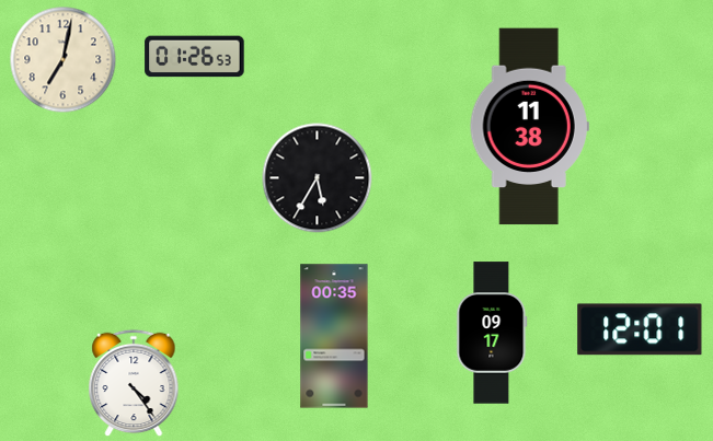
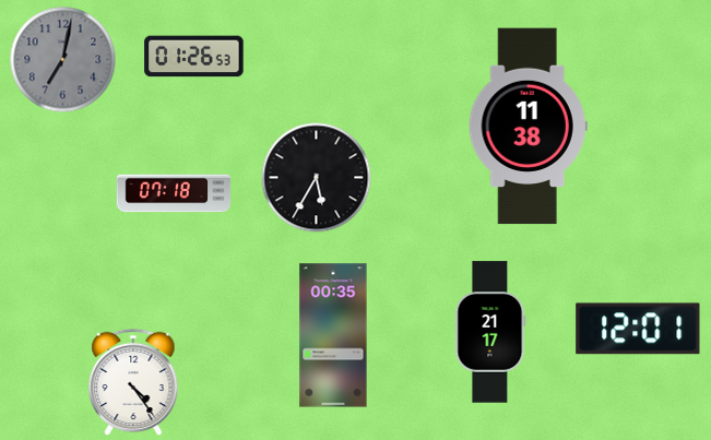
clock at (64, 60) dial: cream -> grey
clock at (174, 193): none -> 07:18
clock at (492, 333): 09:17 -> 21:17
